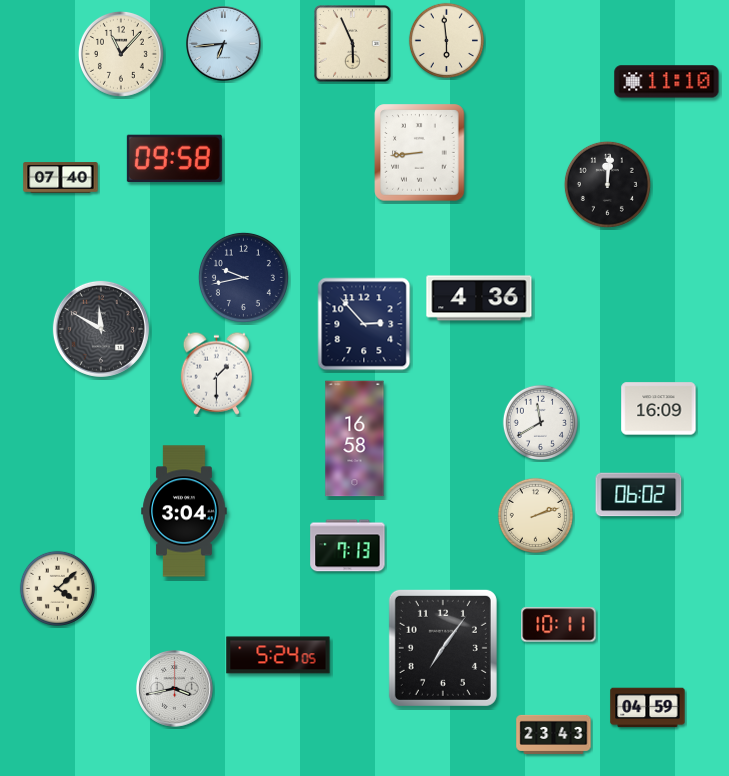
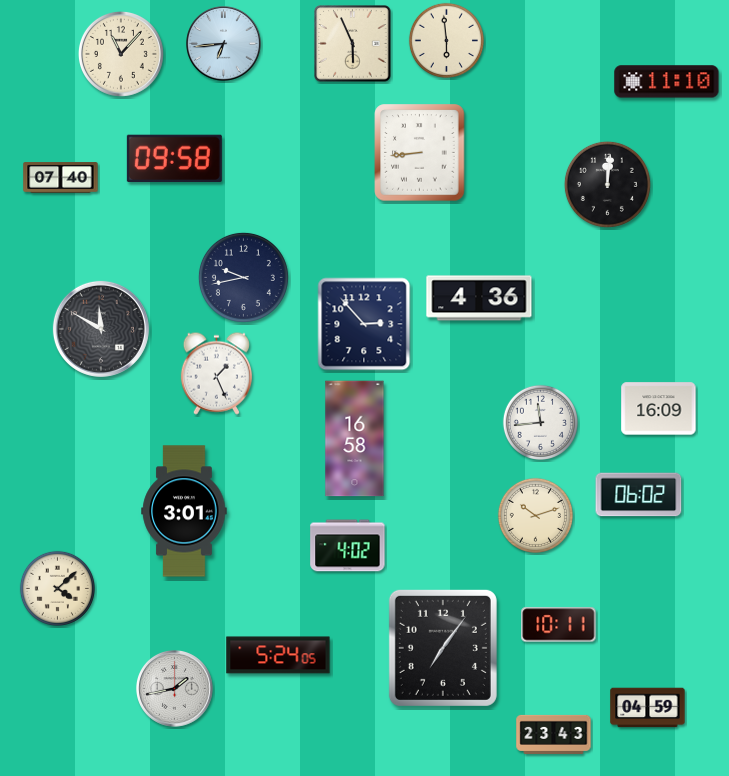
clock at (216, 373): 1:30 -> 1:26
clock at (540, 422): 11:40 -> 11:44
clock at (184, 511): 3:04 -> 3:01
clock at (535, 515): 2:12 -> 10:12
clock at (348, 546): 7:13 -> 4:02
clock at (175, 689): 3:43 -> 1:43
